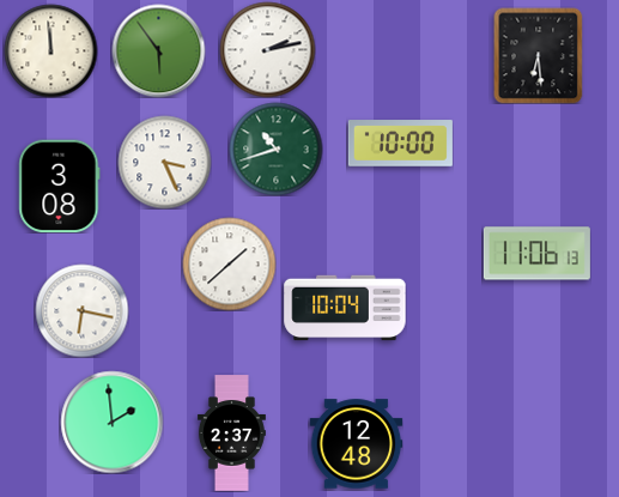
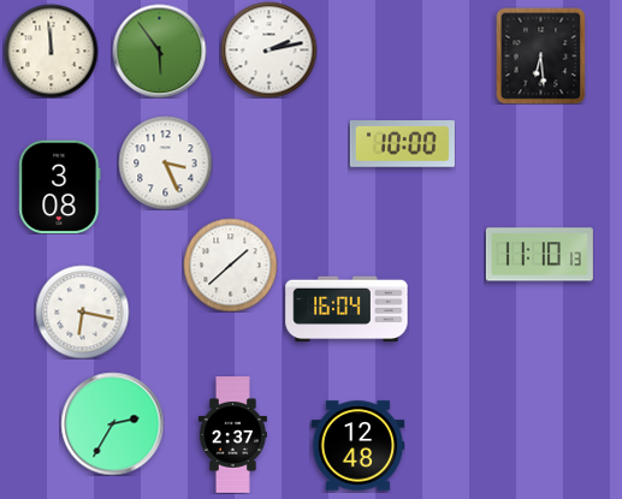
clock at (275, 149): 10:42 -> none
clock at (536, 254): 11:06 -> 11:10
clock at (345, 308): 10:04 -> 16:04
clock at (111, 422): 1:59 -> 2:35
